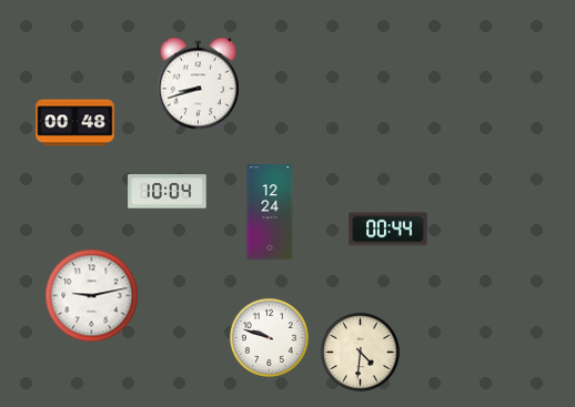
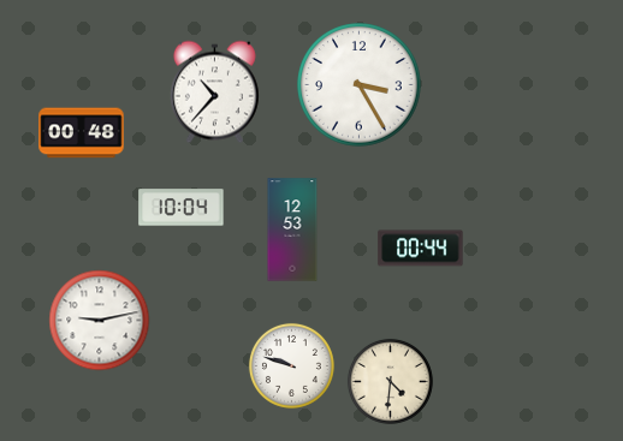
clock at (360, 85): none -> 3:25
clock at (198, 85): 8:42 -> 10:37
clock at (270, 212): 12:24 -> 12:53
